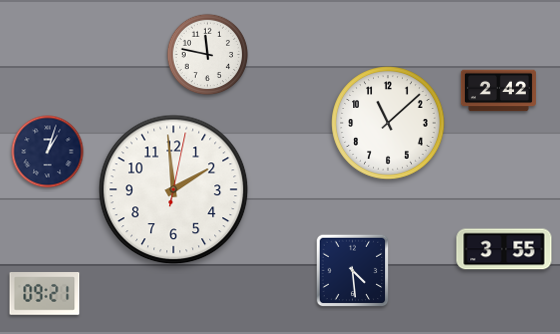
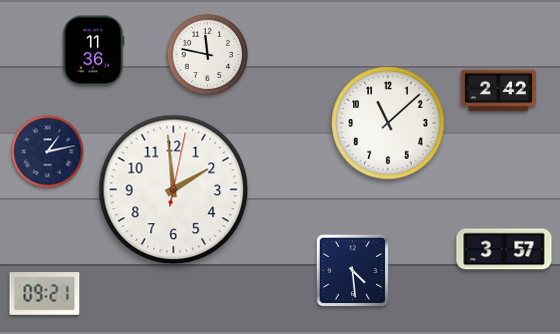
clock at (93, 51): none -> 11:36
clock at (48, 152): 1:03 -> 1:13
clock at (504, 249): 3:55 -> 3:57
